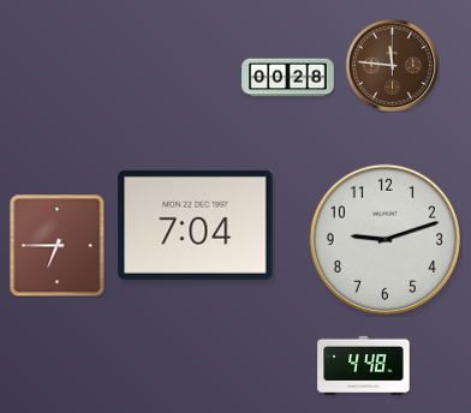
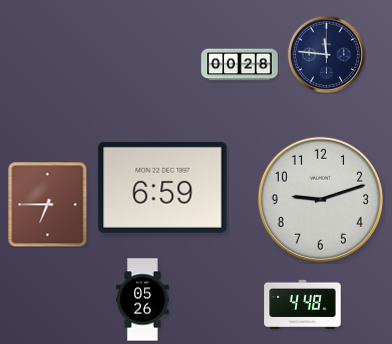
clock at (392, 65) dial: brown -> navy
clock at (196, 225): 7:04 -> 6:59
clock at (143, 300): none -> 05:26
